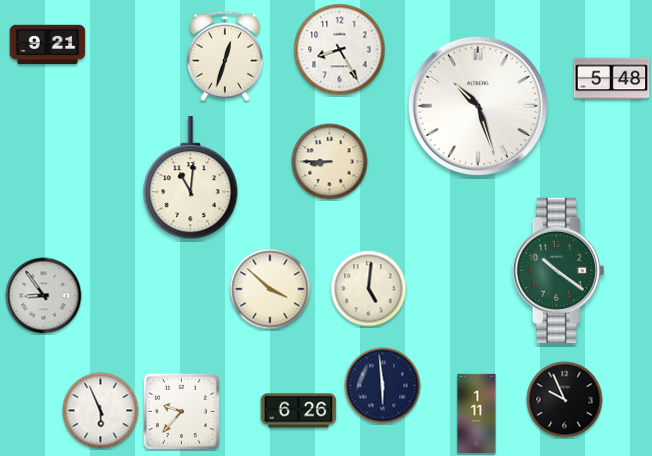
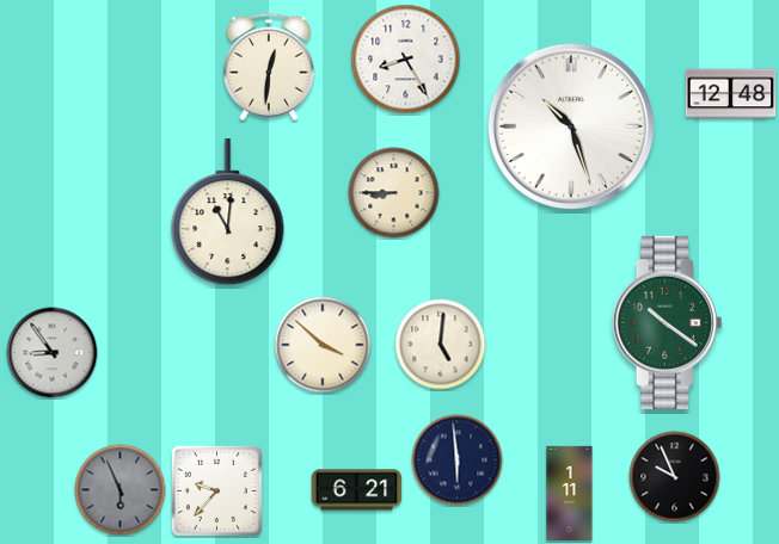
clock at (48, 45): 9:21 -> none
clock at (225, 56): 12:33 -> 12:31
clock at (612, 79): 5:48 -> 12:48
clock at (101, 411) dial: white -> grey
clock at (299, 411): 6:26 -> 6:21
